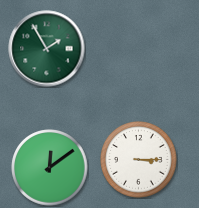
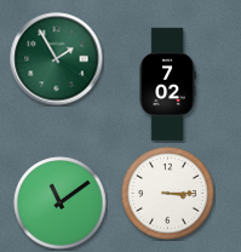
clock at (167, 84): none -> 7:02
clock at (50, 168): 12:09 -> 11:09
